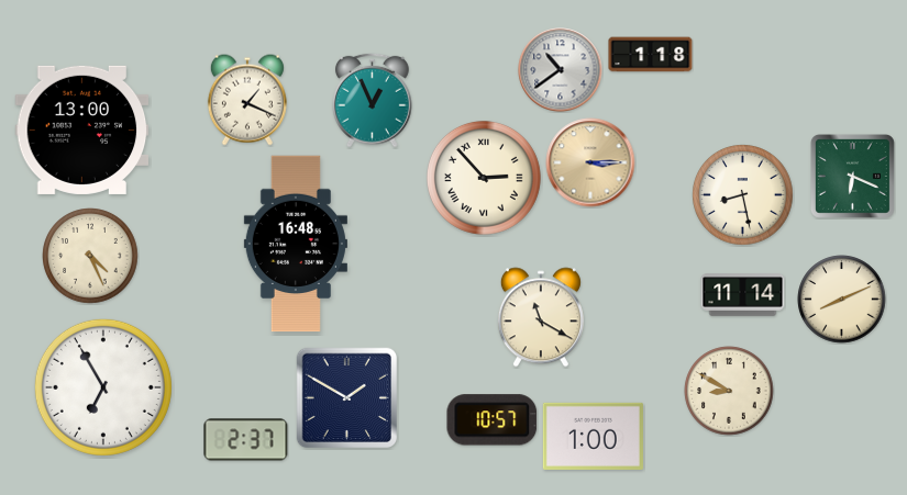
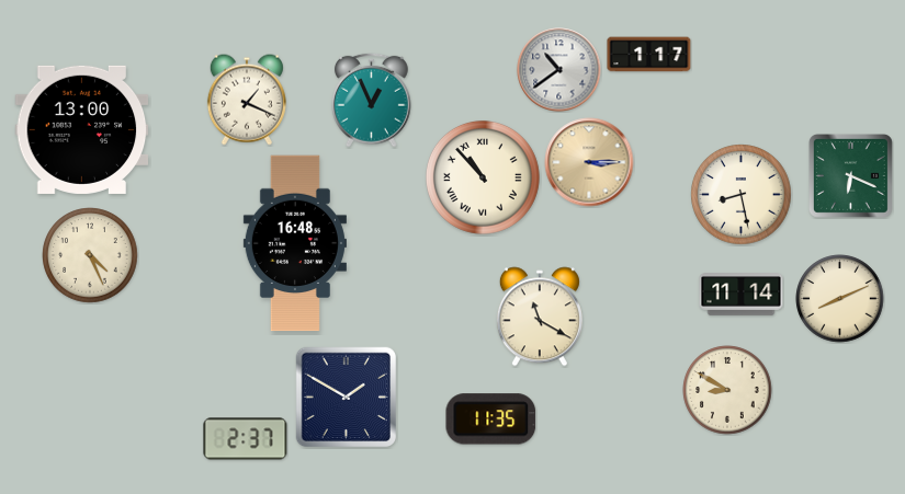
clock at (651, 55): 1:18 -> 1:17
clock at (484, 178): 2:53 -> 10:53
clock at (103, 387): 6:55 -> none
clock at (493, 420): 10:57 -> 11:35
clock at (593, 436): 1:00 -> none
